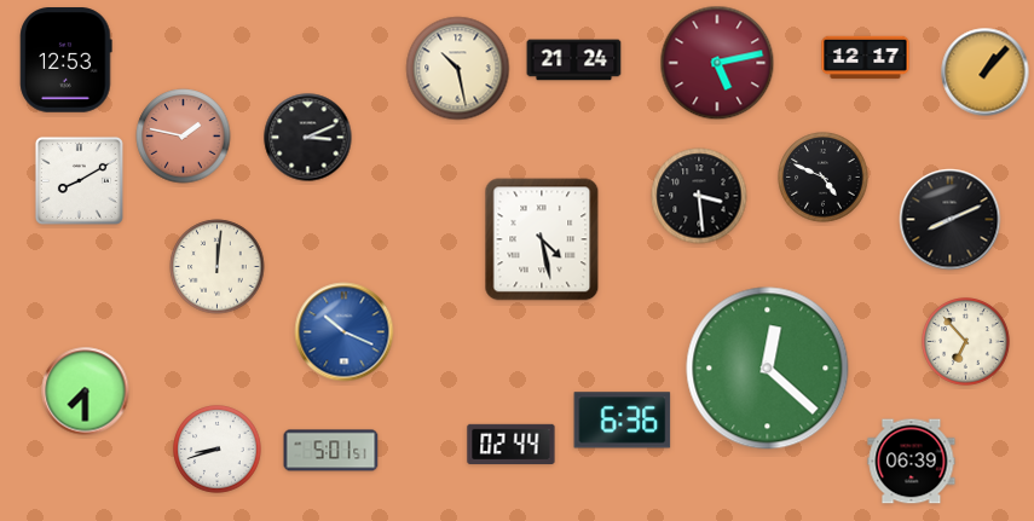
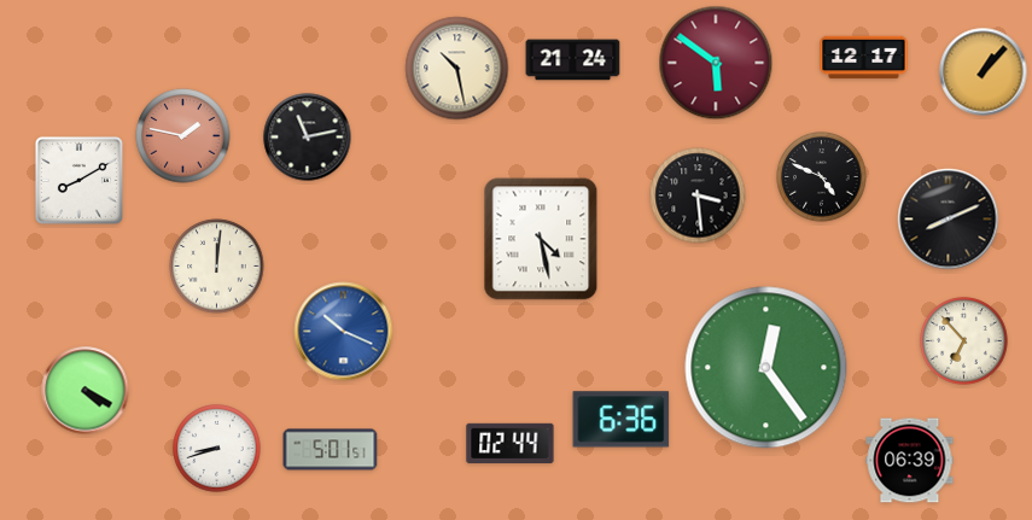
clock at (67, 60): 12:53 -> none
clock at (717, 63): 5:13 -> 5:51
clock at (308, 138): 3:11 -> 11:13
clock at (768, 369): 12:22 -> 12:24
clock at (86, 392): 7:30 -> 4:20
